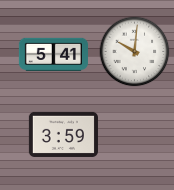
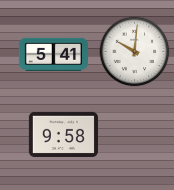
clock at (63, 134): 3:59 -> 9:58
